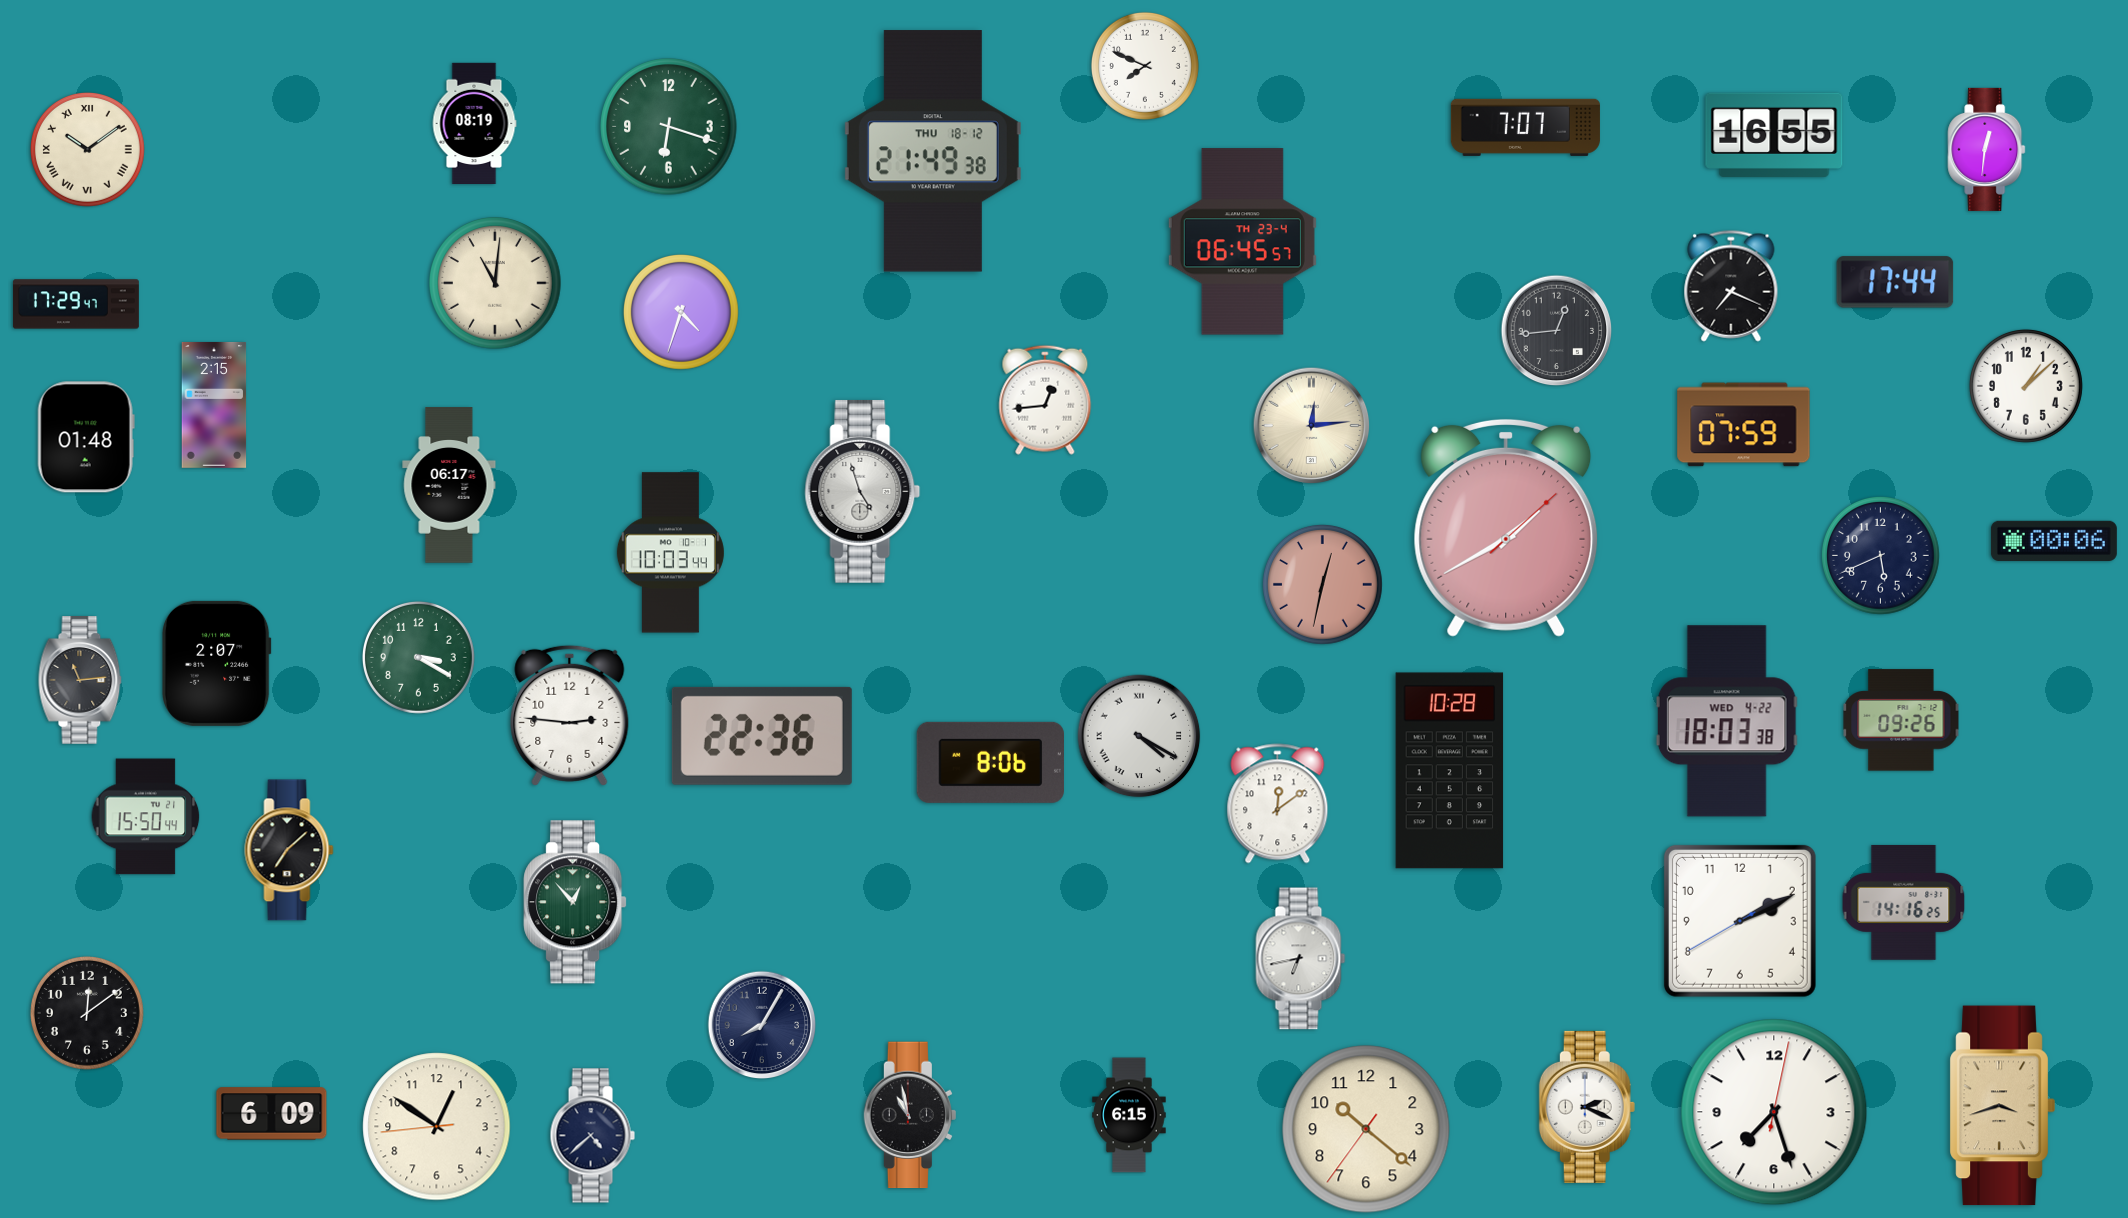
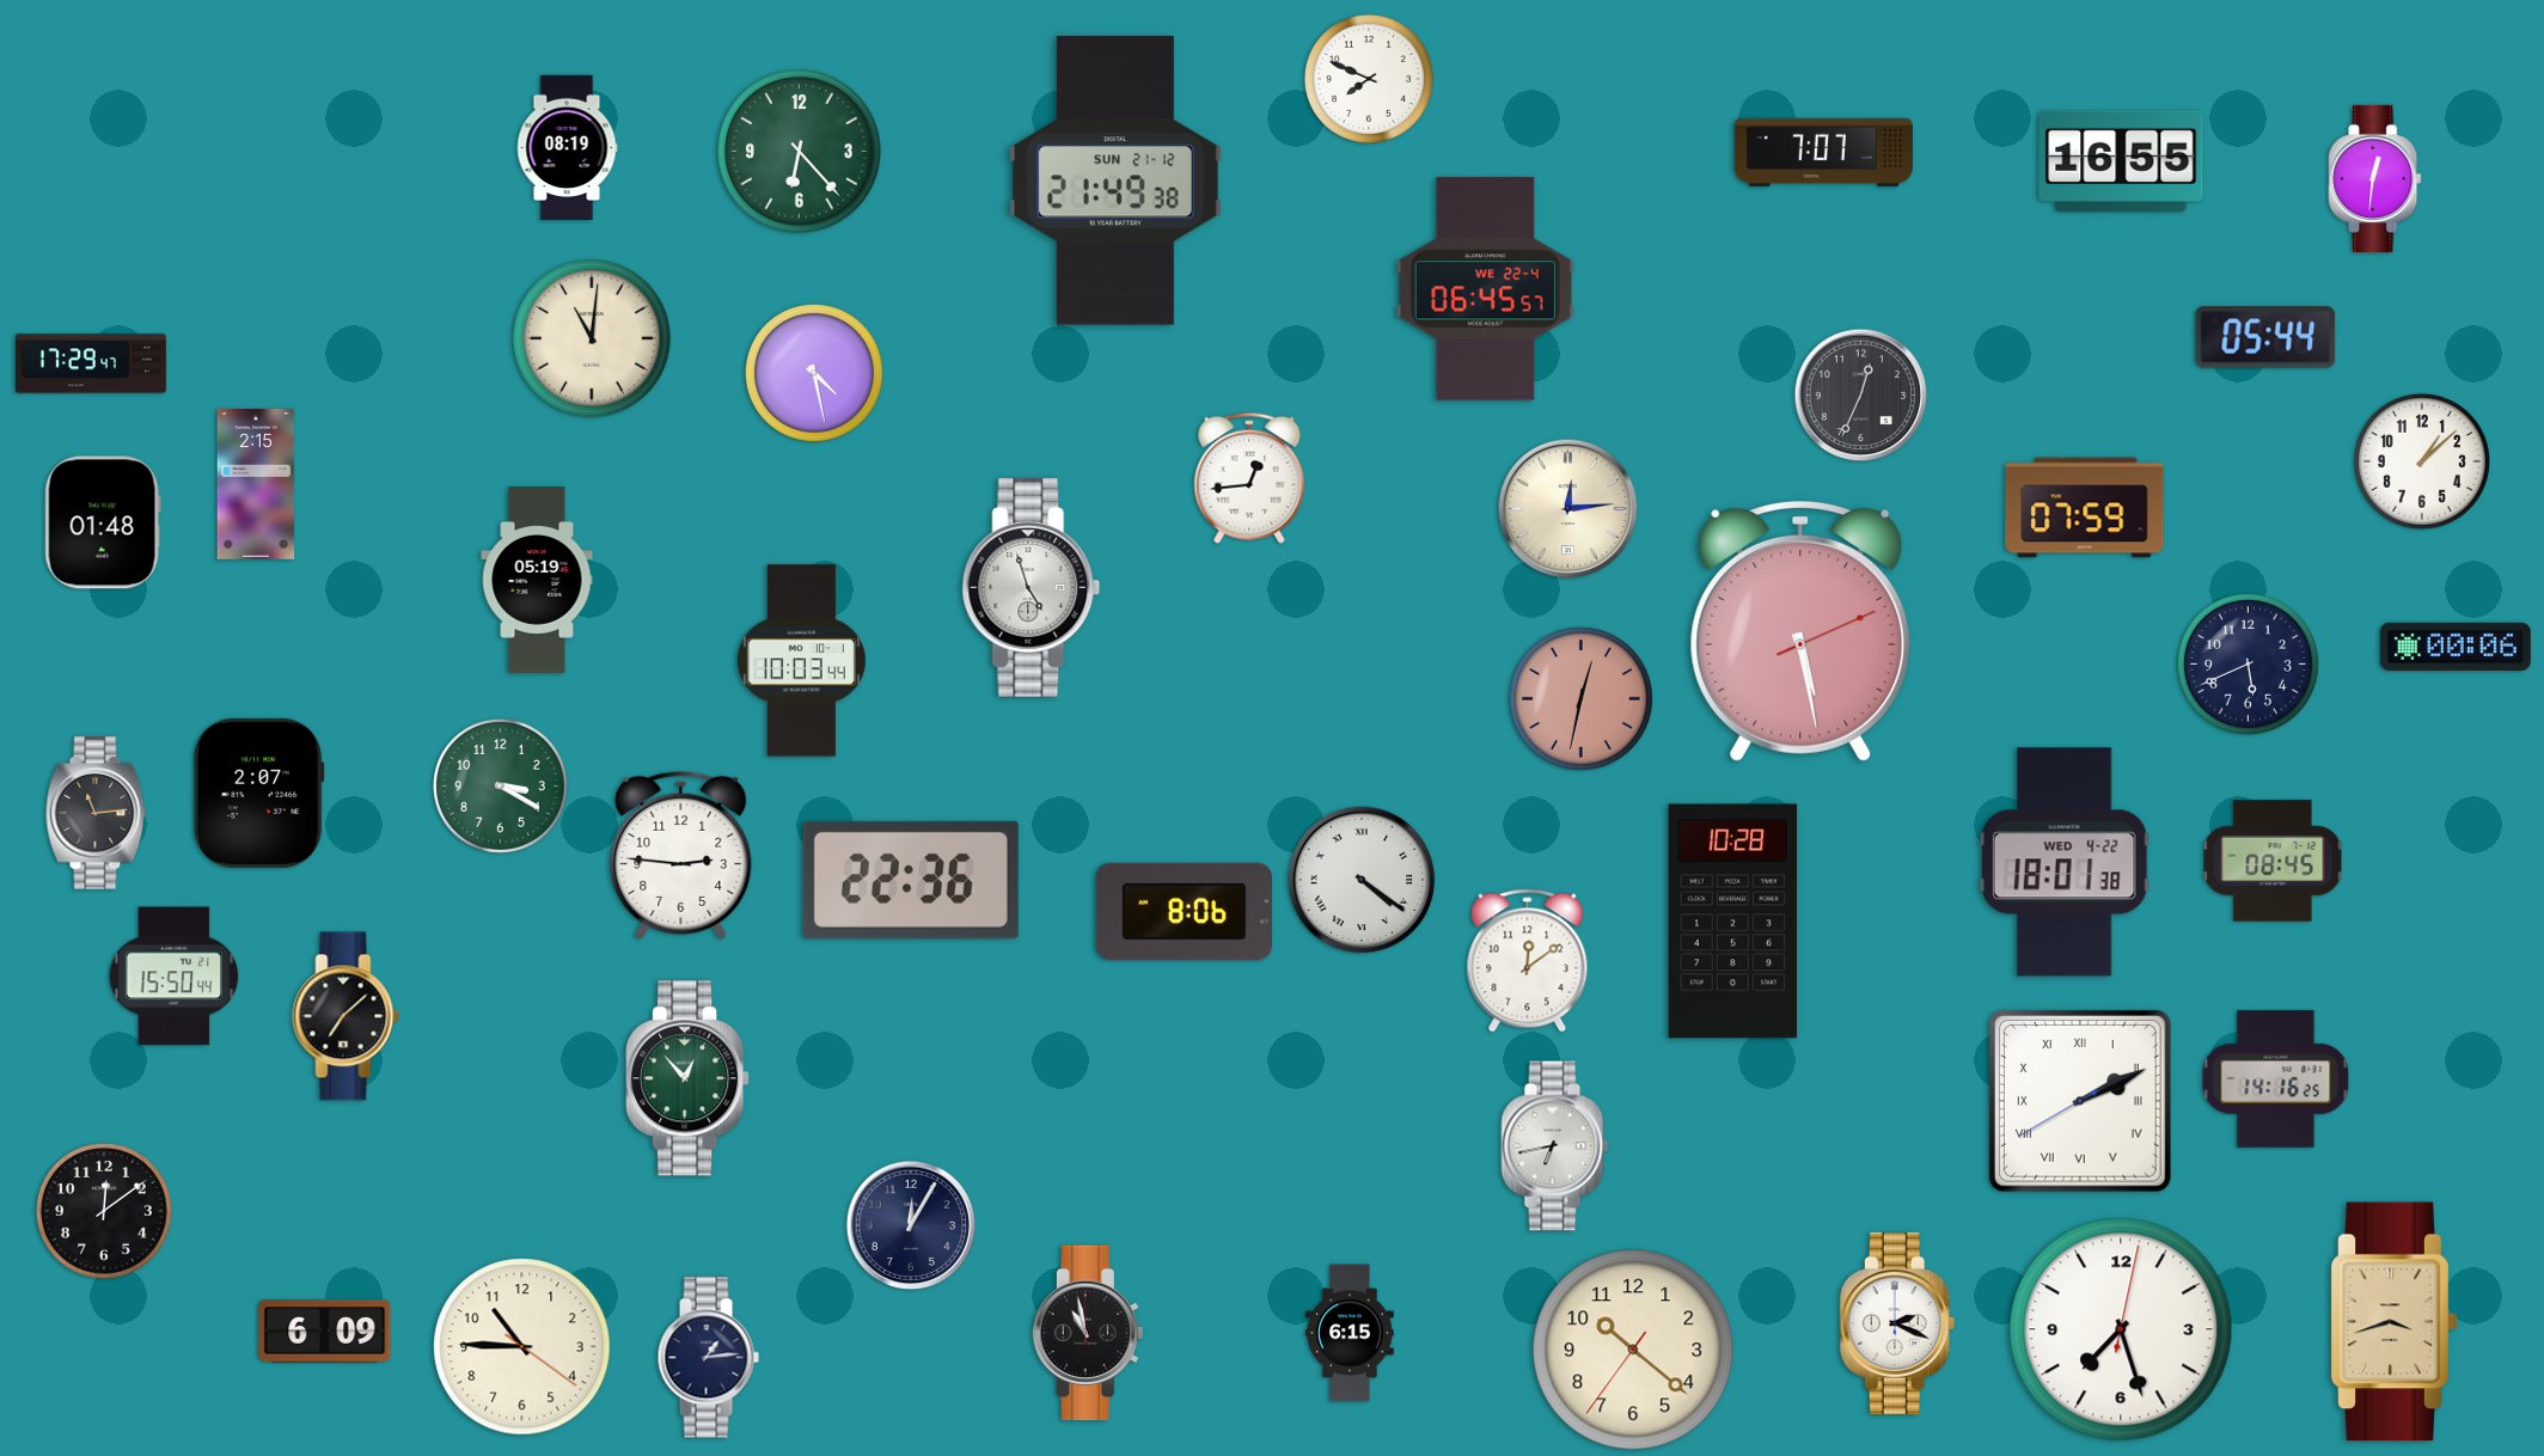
clock at (669, 127): 6:18 -> 6:23
clock at (87, 149): 10:09 -> none
clock at (933, 151) date: THU 18-12 -> SUN 21-12
clock at (1242, 242) date: TH 23-4 -> WE 22-4
clock at (1895, 282): 17:44 -> 05:44
clock at (1731, 286): 7:19 -> none
clock at (681, 312): 4:33 -> 4:28
clock at (1557, 331): 12:44 -> 12:34
clock at (449, 485): 06:17 -> 05:19
clock at (1506, 528): 1:40 -> 5:28
clock at (1901, 720): 09:26 -> 08:45
clock at (1727, 721): 18:03 -> 18:01
clock at (1139, 736): 4:20 -> 4:21
clock at (1740, 921) numerals: Arabic -> Roman
clock at (762, 1025): 8:05 -> 12:05
clock at (437, 1127): 12:50 -> 10:45
clock at (592, 1136): 4:38 -> 1:14
